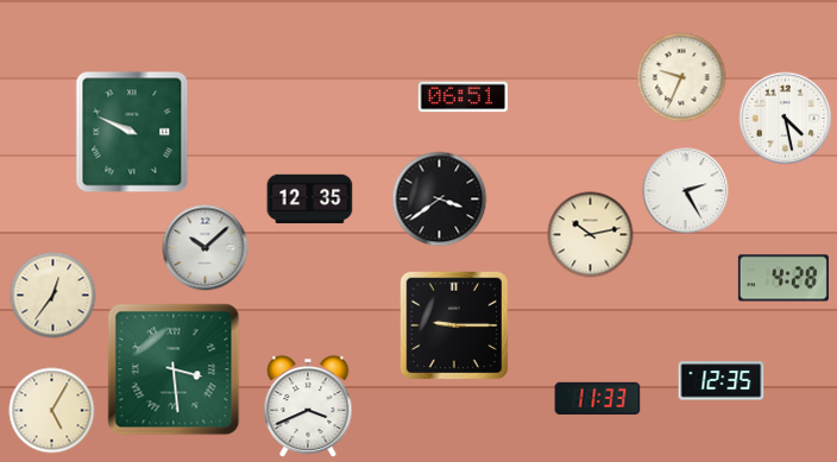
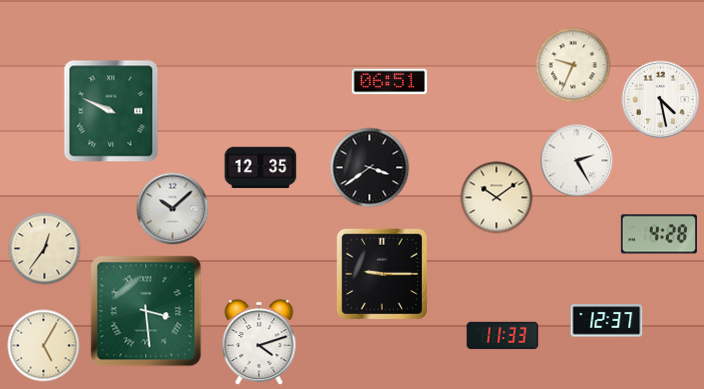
clock at (591, 235): 10:13 -> 10:09
clock at (722, 381): 12:35 -> 12:37
clock at (308, 406): 3:41 -> 4:12
